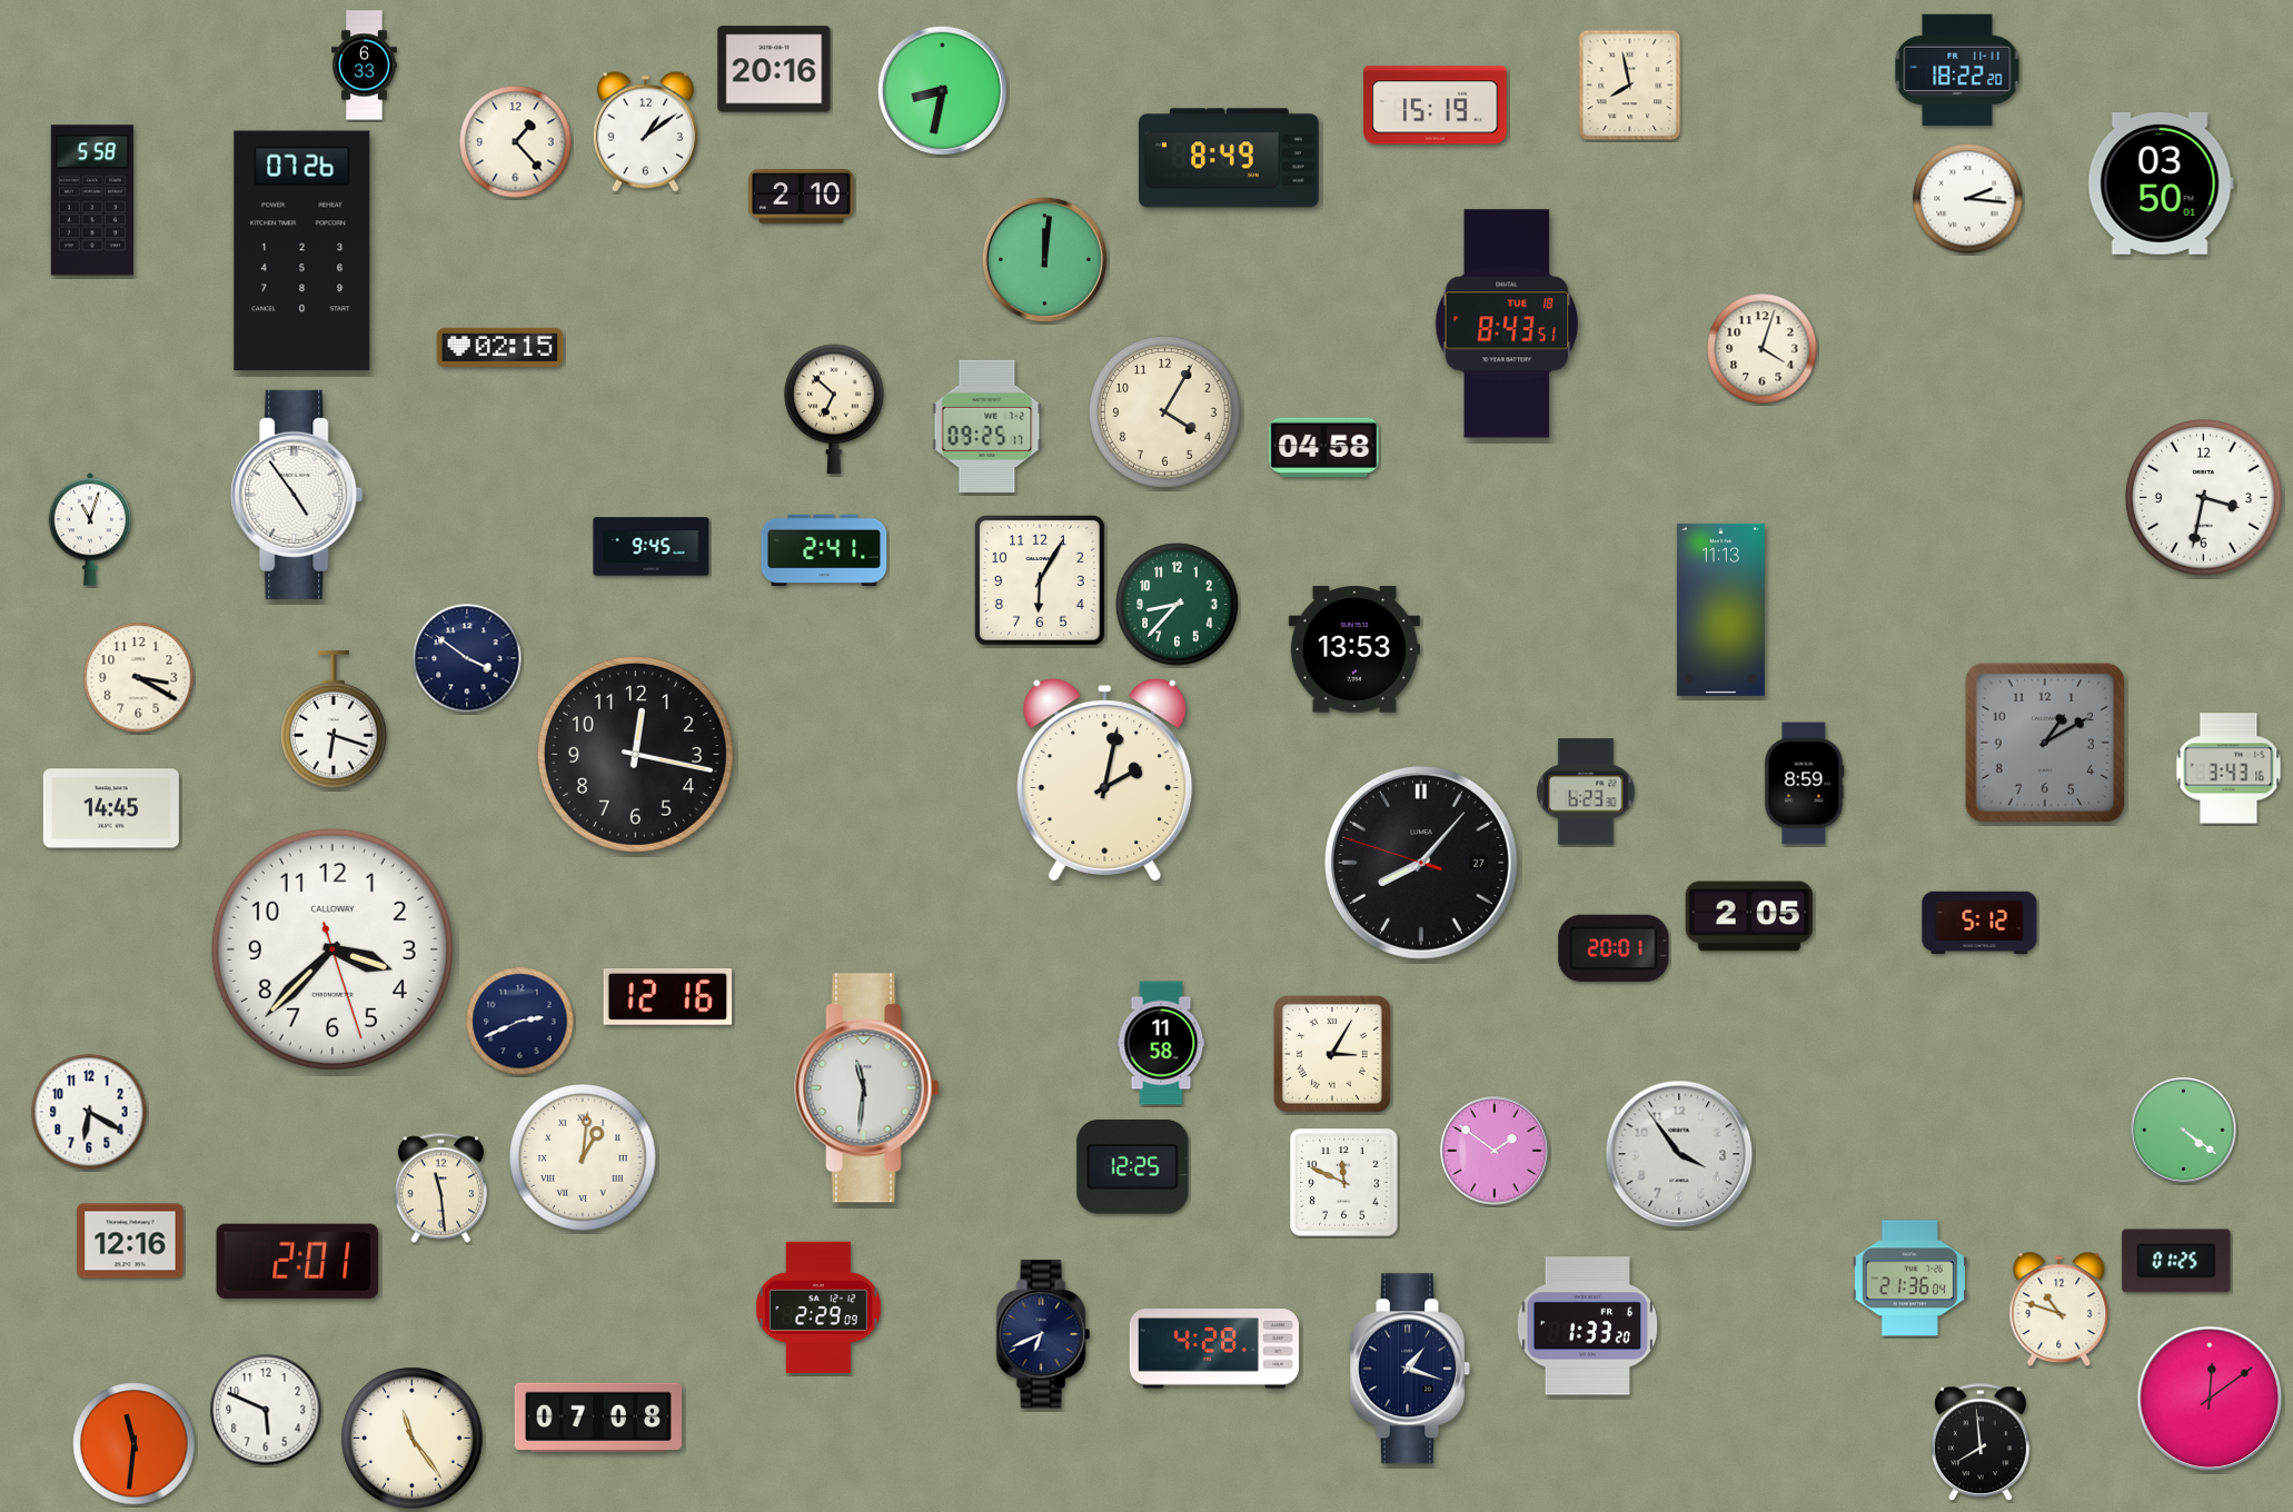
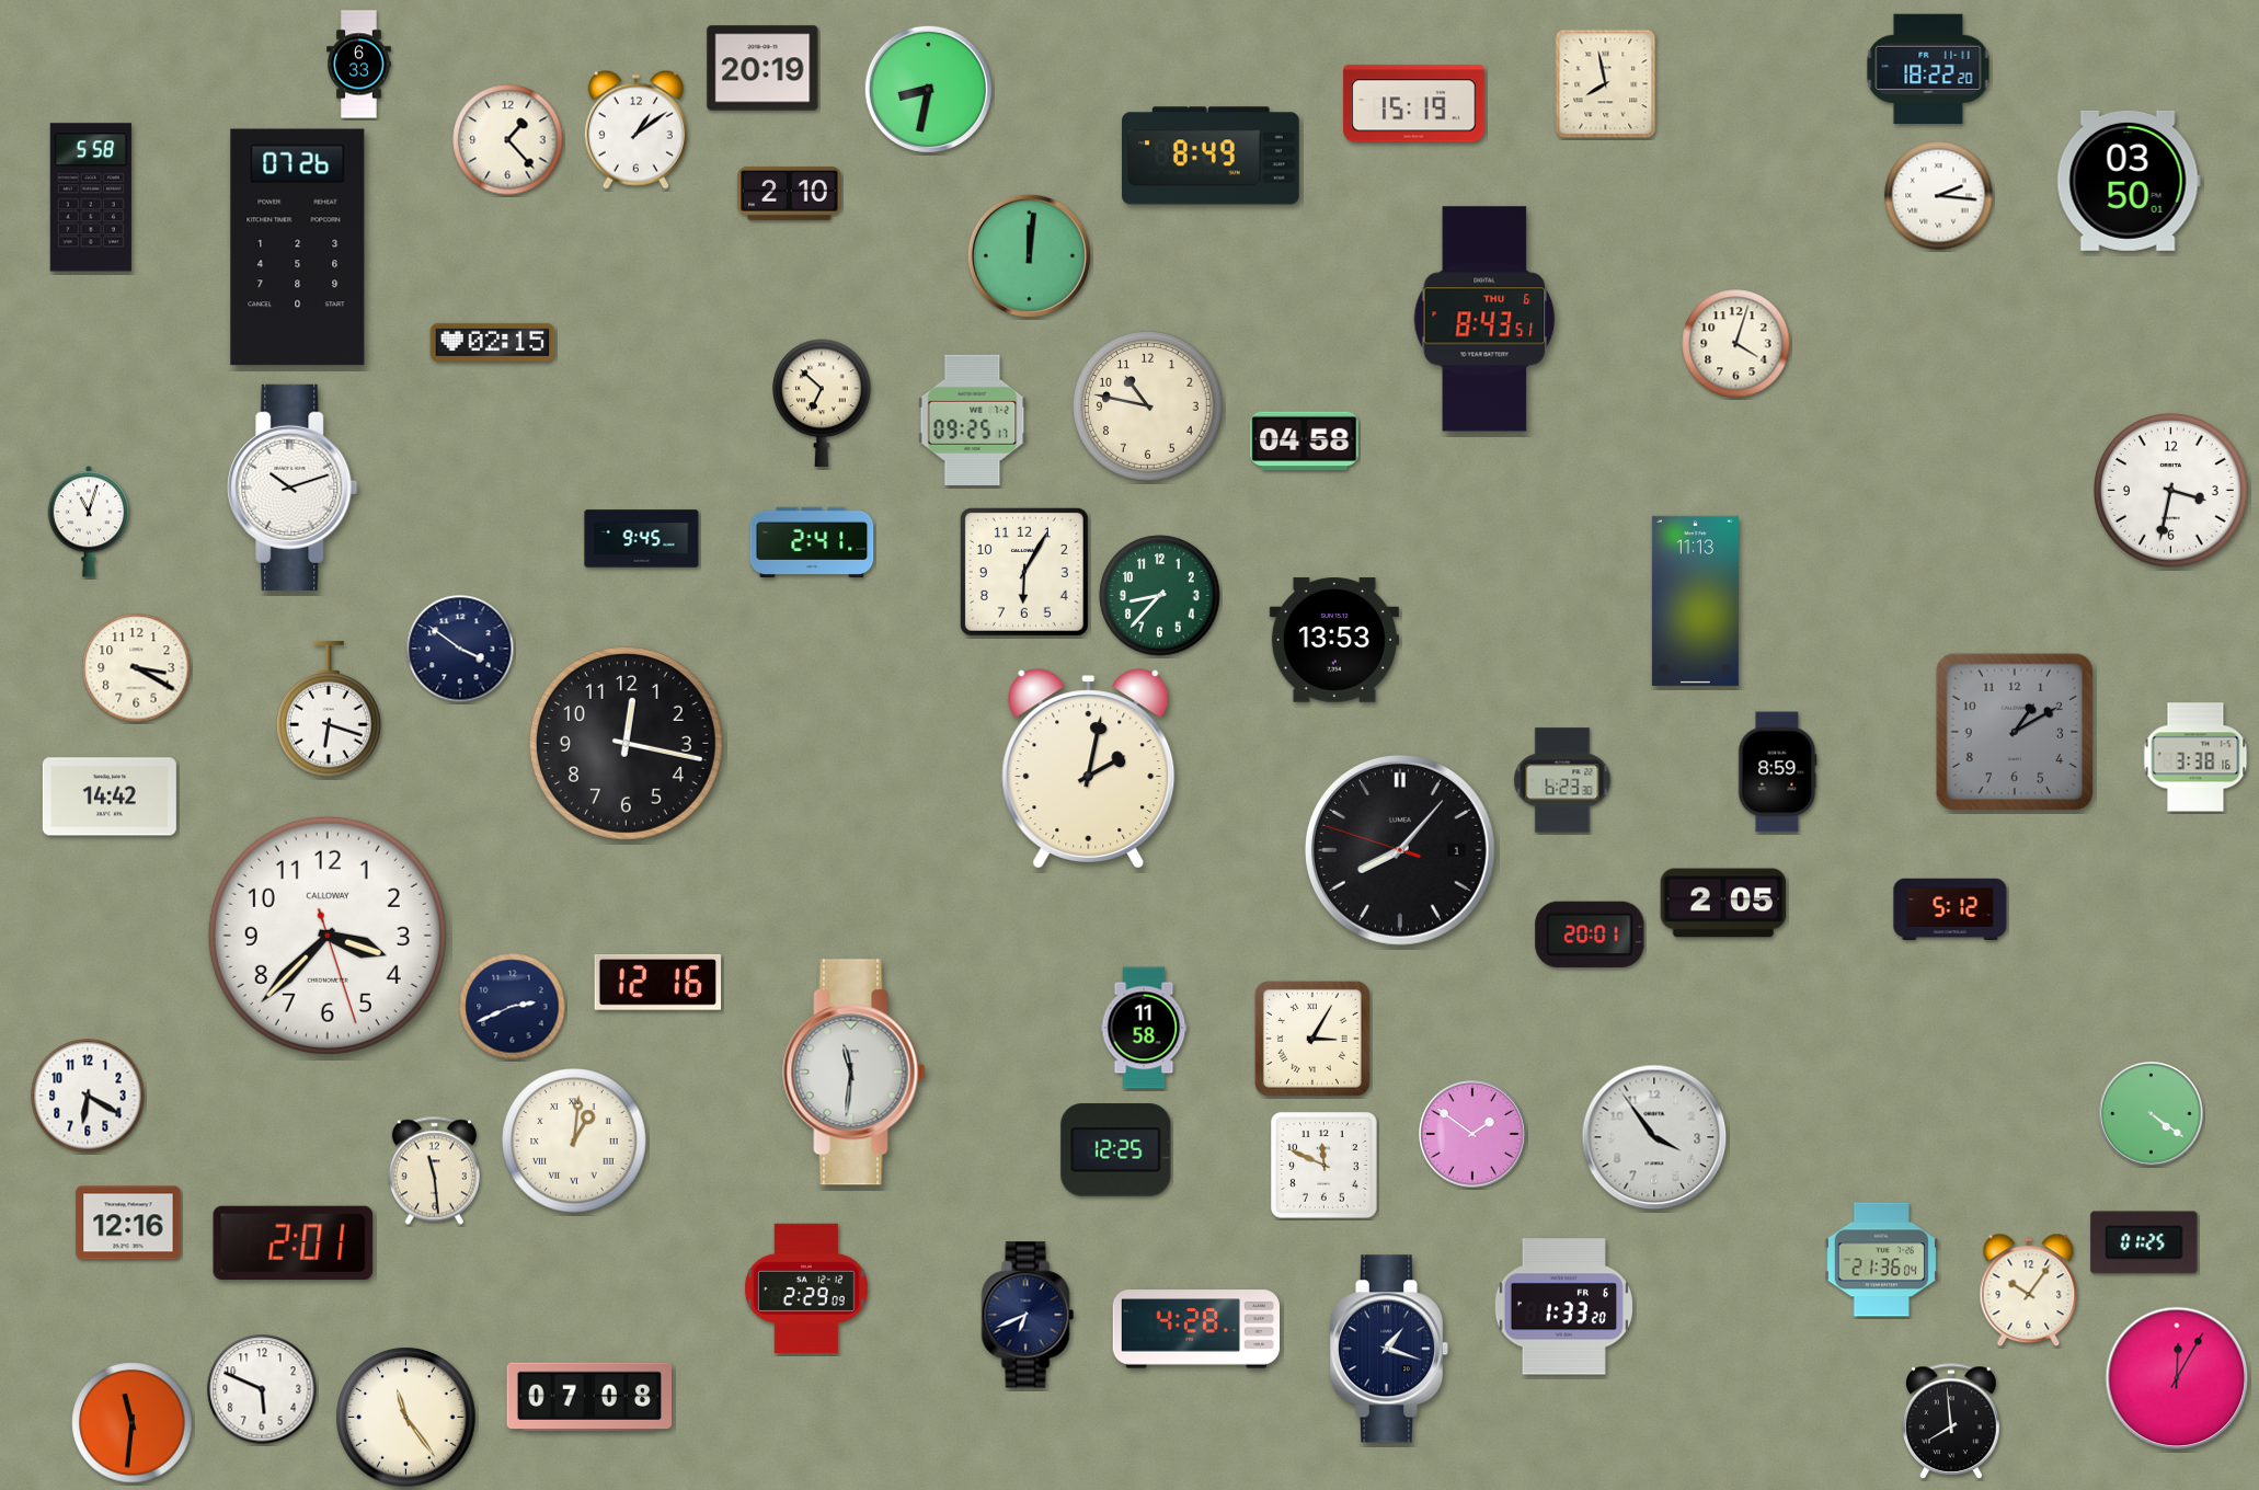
clock at (774, 69): 20:16 -> 20:19
clock at (1507, 324) date: TUE 18 -> THU 6
clock at (1165, 412): 4:05 -> 10:47
clock at (297, 495): 4:54 -> 10:12
clock at (2229, 768): 3:43 -> 3:38
clock at (111, 808): 14:45 -> 14:42
clock at (1421, 863) date: 27 -> 1
clock at (2059, 1310): 10:48 -> 10:06
clock at (2210, 1399): 12:09 -> 12:05
